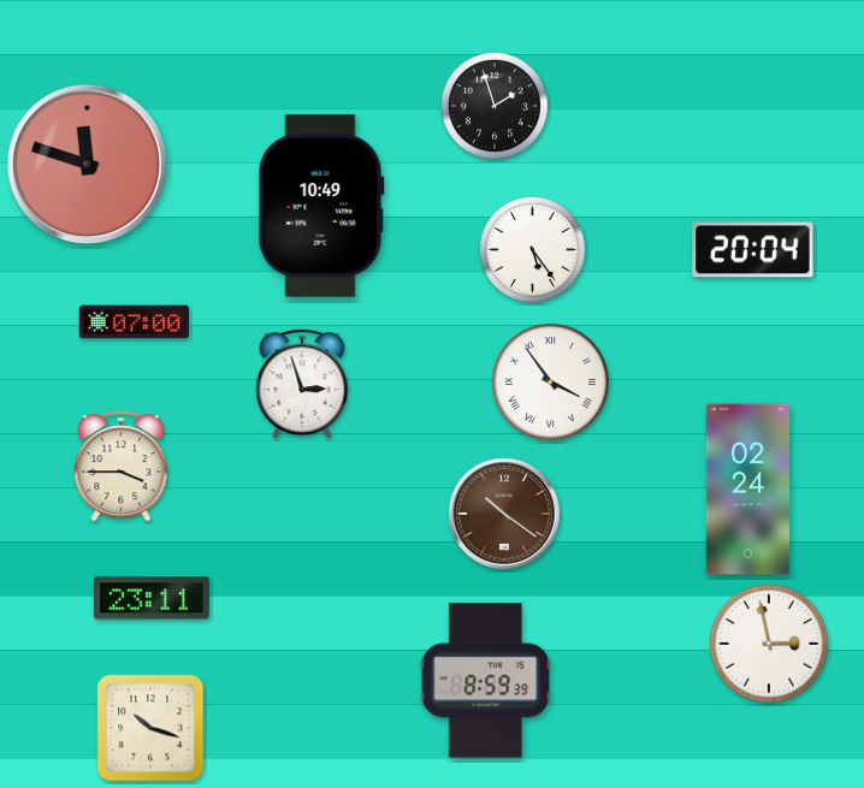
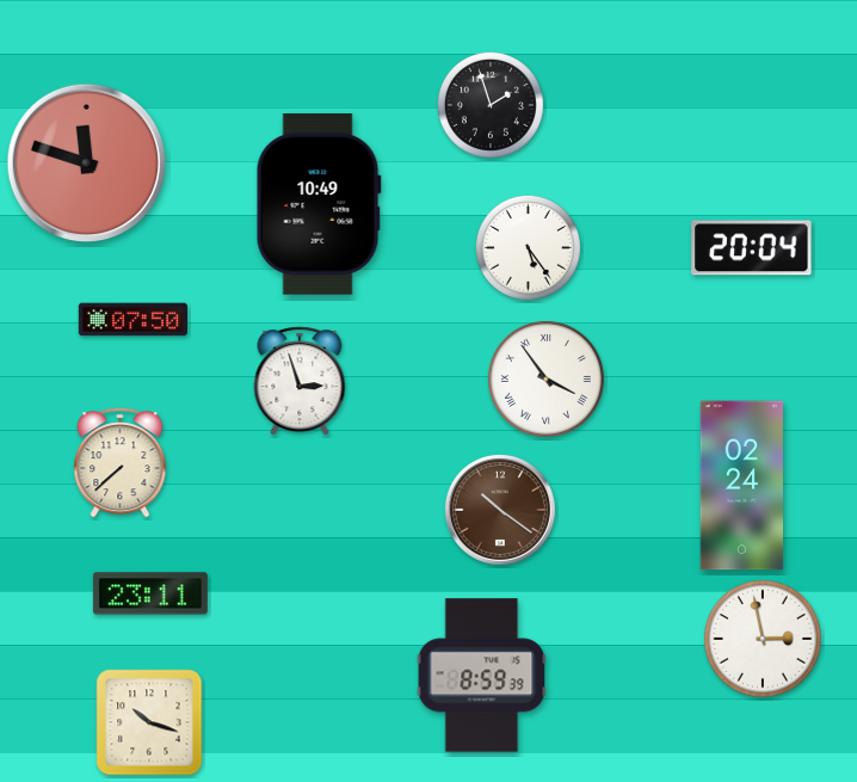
clock at (753, 250) position: (753, 250) -> (752, 248)
clock at (134, 322): 07:00 -> 07:50
clock at (122, 467): 3:45 -> 7:38
